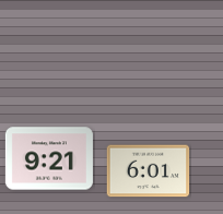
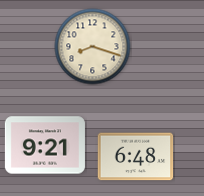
clock at (93, 47): none -> 8:18
clock at (149, 171): 6:01 -> 6:48
